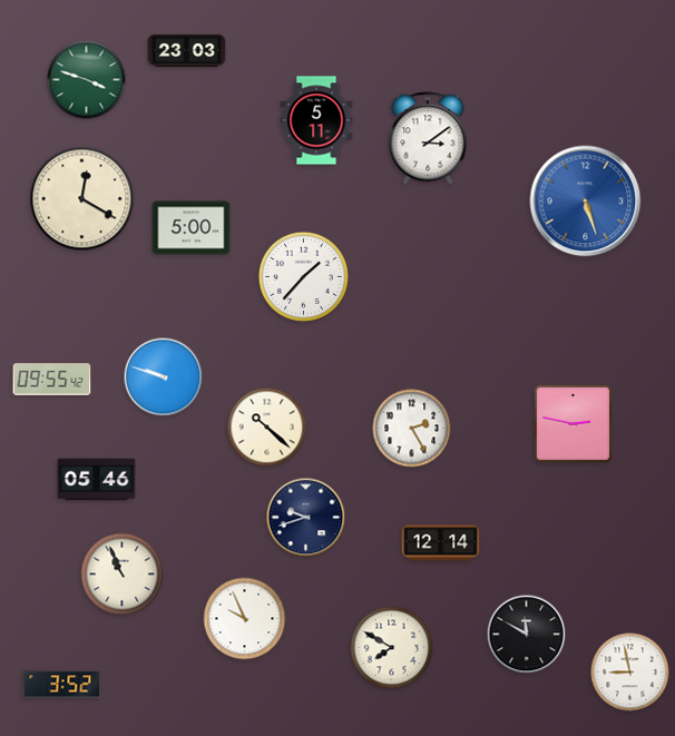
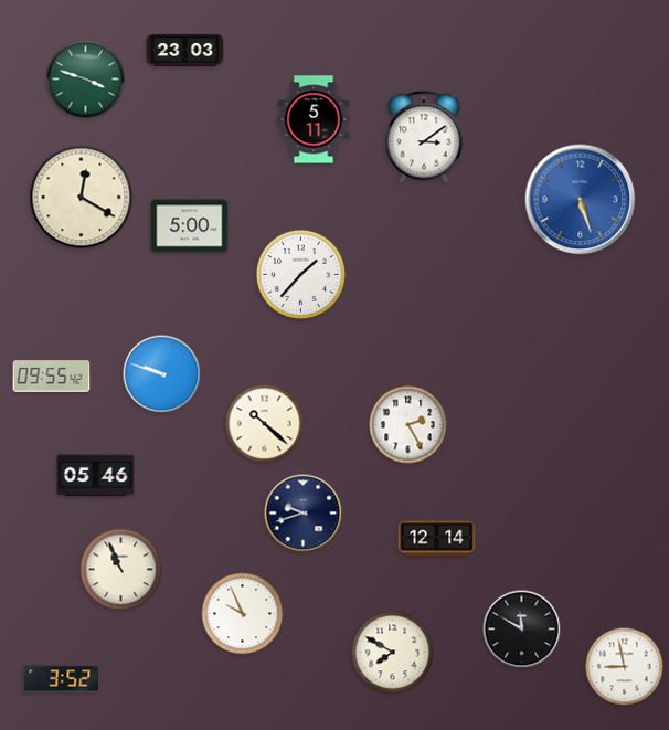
clock at (574, 424): 2:47 -> none
clock at (392, 648) position: (392, 648) -> (393, 653)
